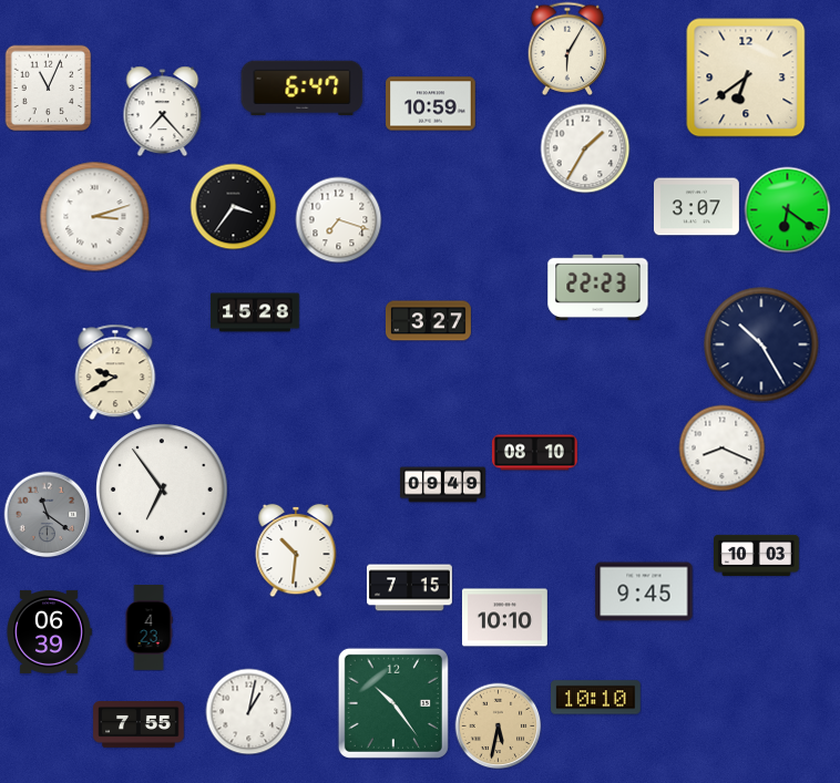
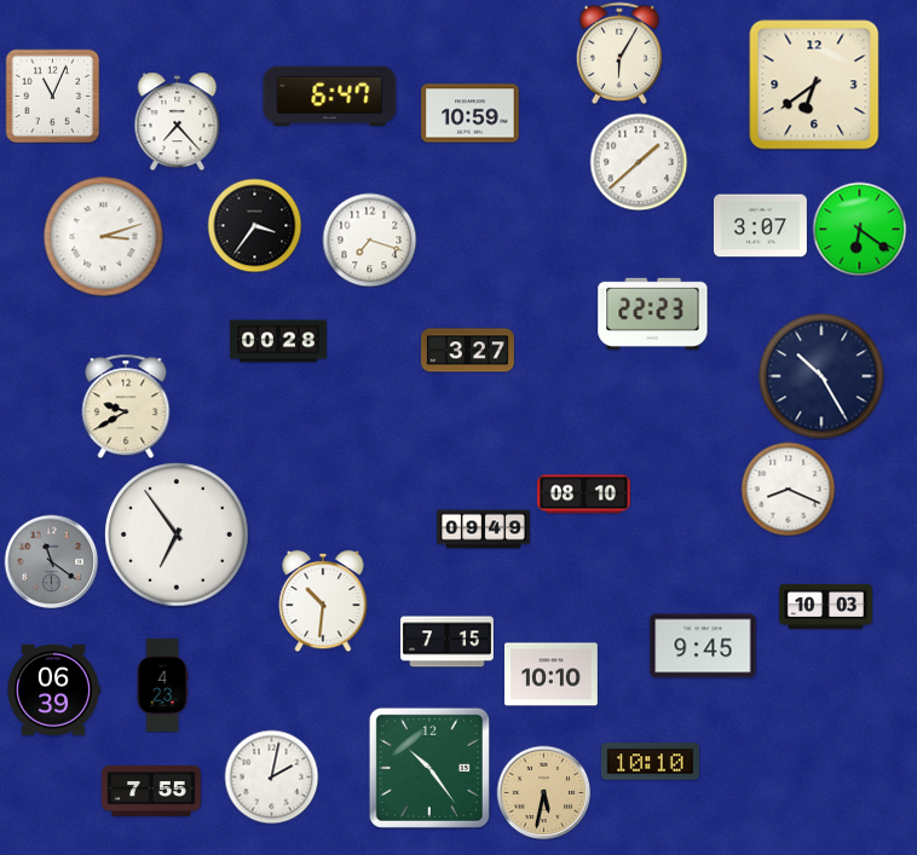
clock at (585, 148): 1:35 -> 1:38
clock at (255, 312): 15:28 -> 00:28
clock at (761, 344) position: (761, 344) -> (821, 376)
clock at (248, 711): 1:02 -> 2:02
